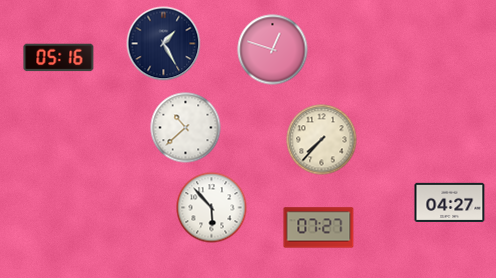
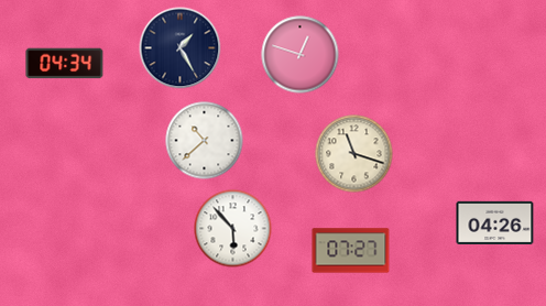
clock at (59, 58): 05:16 -> 04:34
clock at (322, 140): 7:37 -> 11:18
clock at (450, 202): 04:27 -> 04:26
